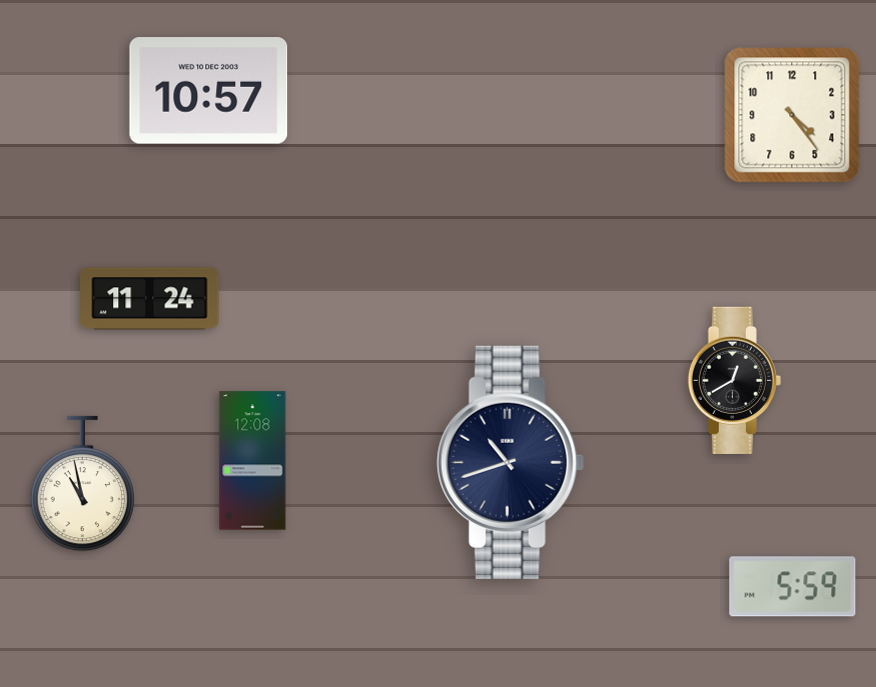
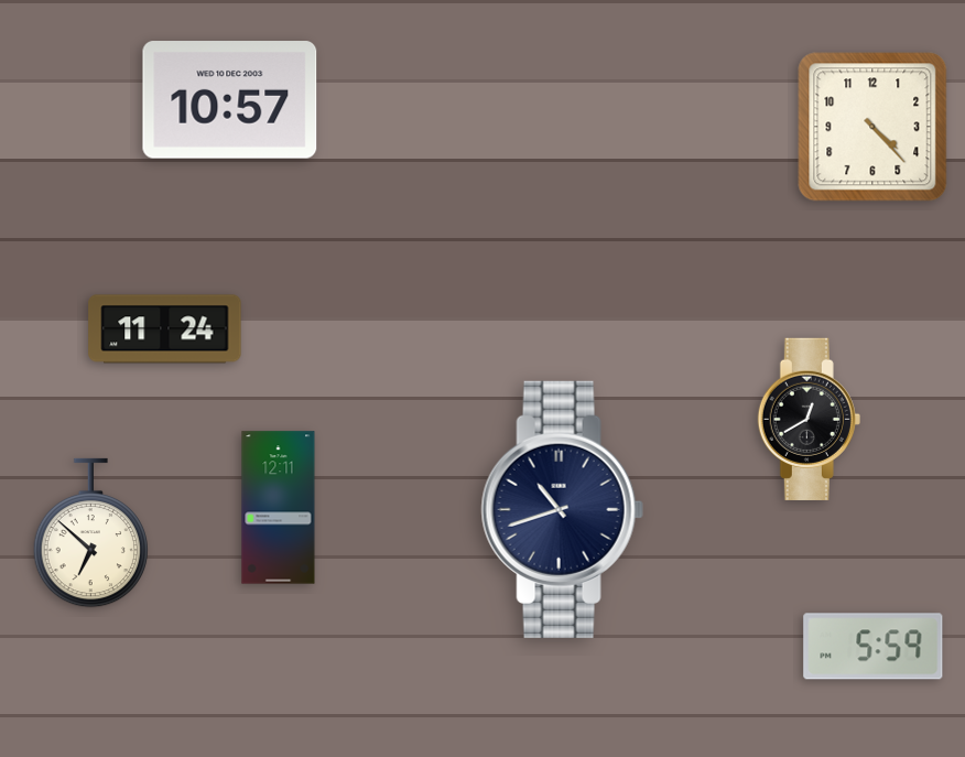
clock at (792, 115): 4:24 -> 4:23
clock at (253, 461): 12:08 -> 12:11
clock at (82, 484): 10:58 -> 6:52
